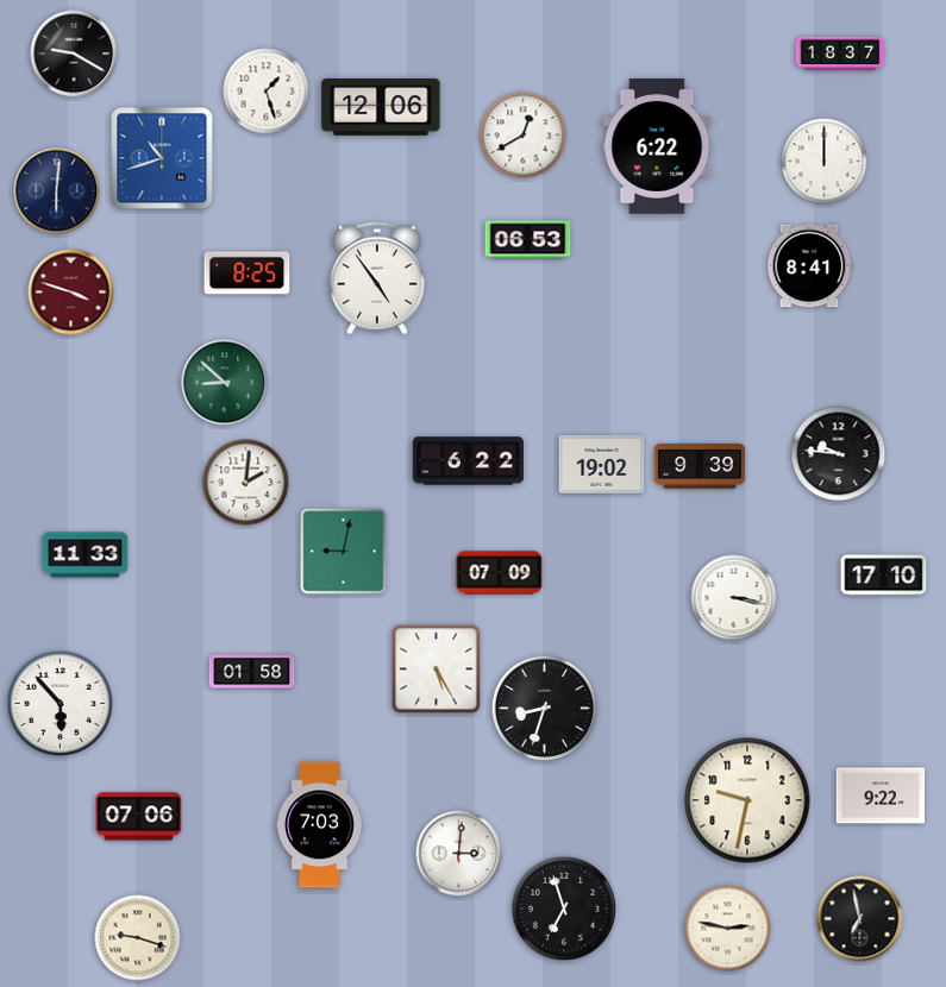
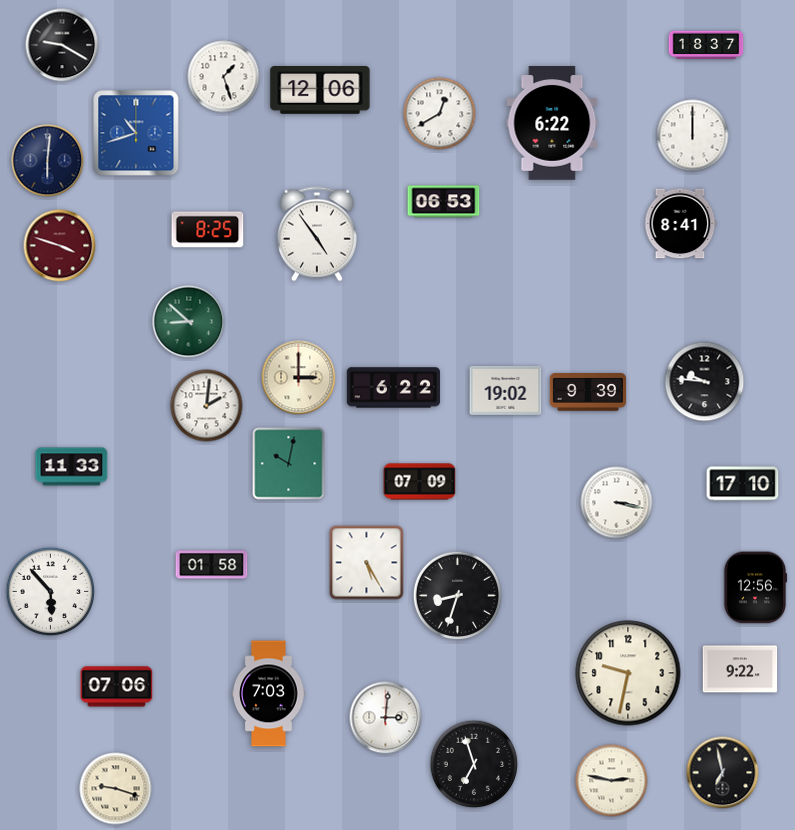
clock at (299, 378): none -> 3:00
clock at (344, 552): 9:02 -> 10:02
clock at (754, 588): none -> 12:56
